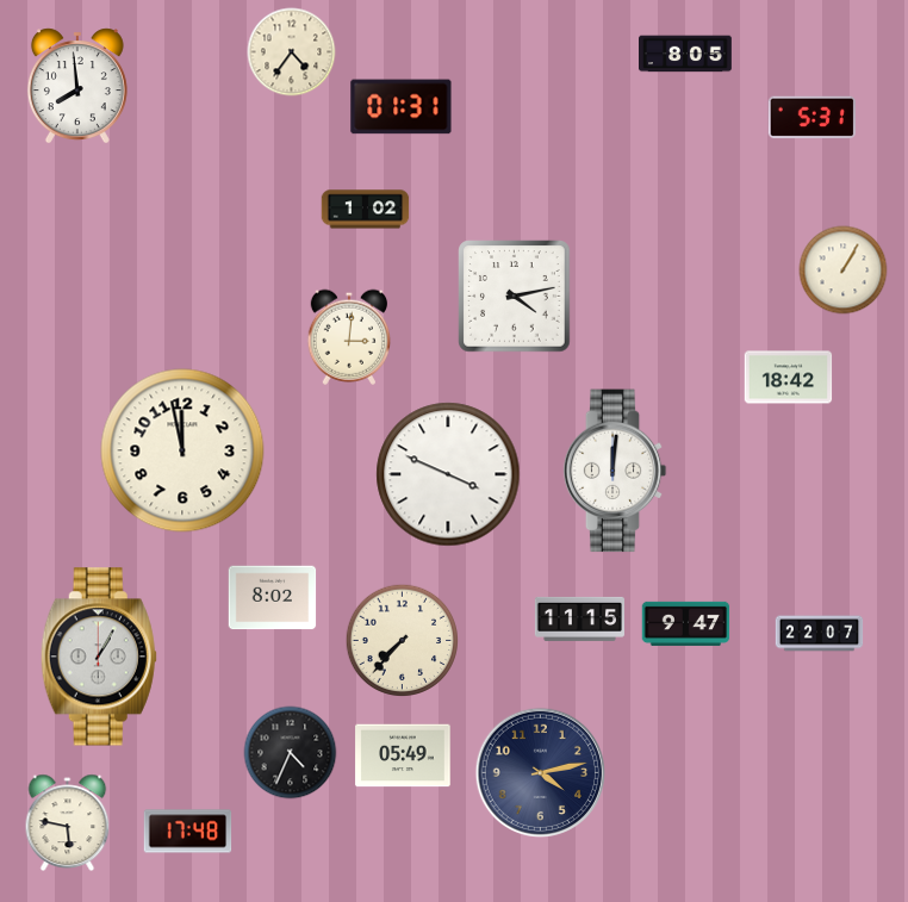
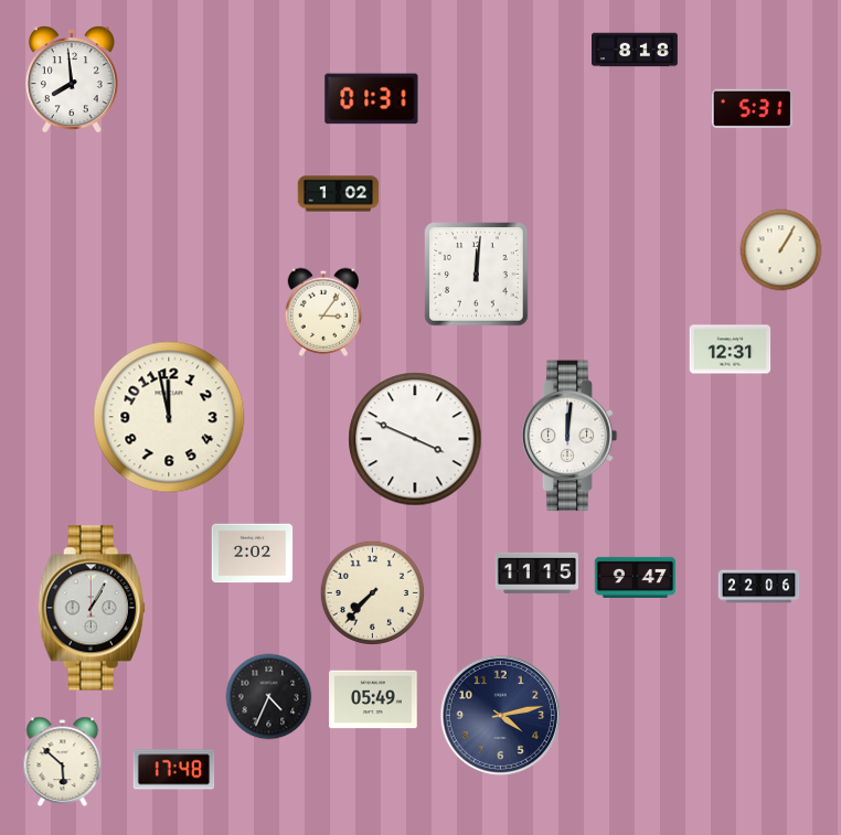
clock at (292, 52): 4:36 -> none
clock at (686, 54): 8:05 -> 8:18
clock at (515, 297): 4:13 -> 12:01
clock at (348, 337): 3:01 -> 3:06
clock at (789, 378): 18:42 -> 12:31
clock at (273, 598): 8:02 -> 2:02
clock at (820, 634): 22:07 -> 22:06
clock at (68, 822): 5:47 -> 5:52
